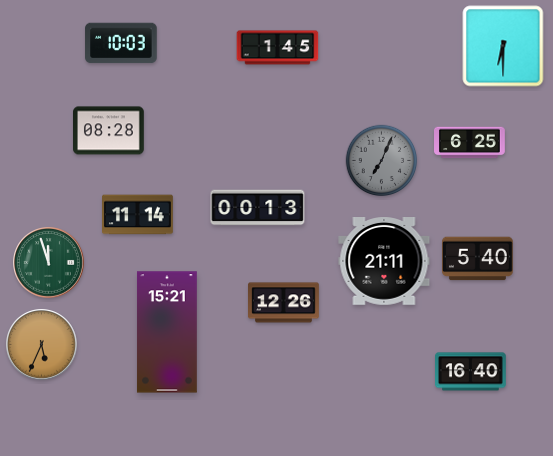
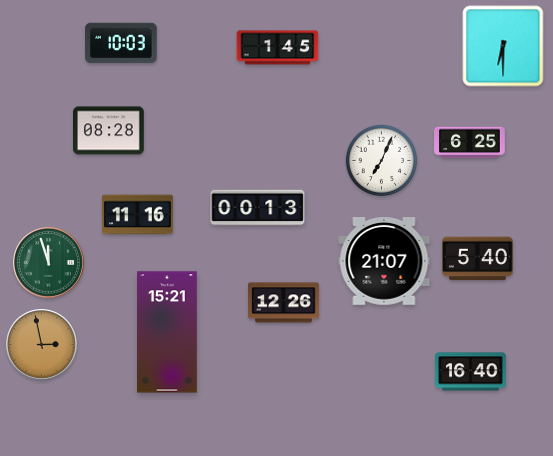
clock at (382, 161) dial: grey -> white
clock at (138, 215): 11:14 -> 11:16
clock at (384, 262): 21:11 -> 21:07
clock at (42, 345): 5:34 -> 2:58
